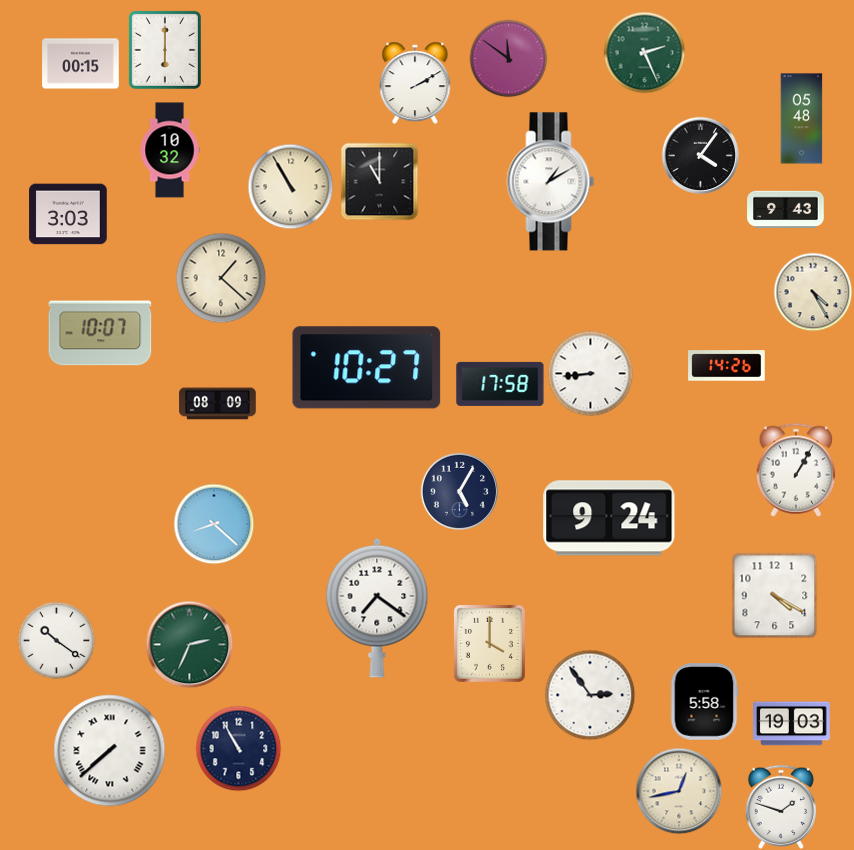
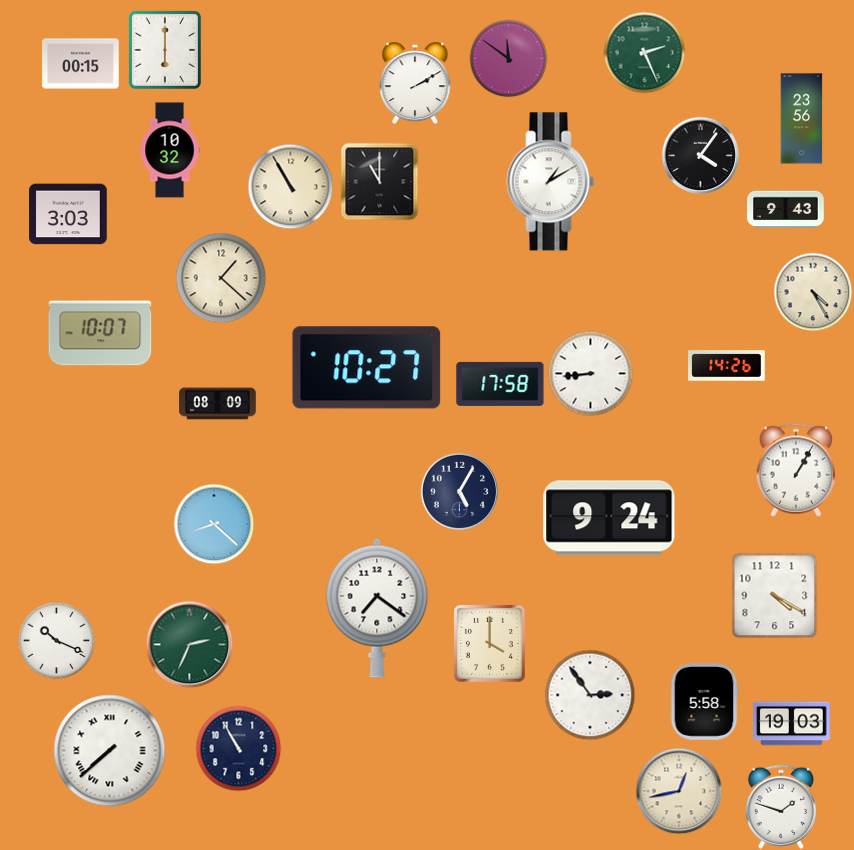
clock at (802, 119): 05:48 -> 23:56
clock at (56, 640): 10:21 -> 10:19
